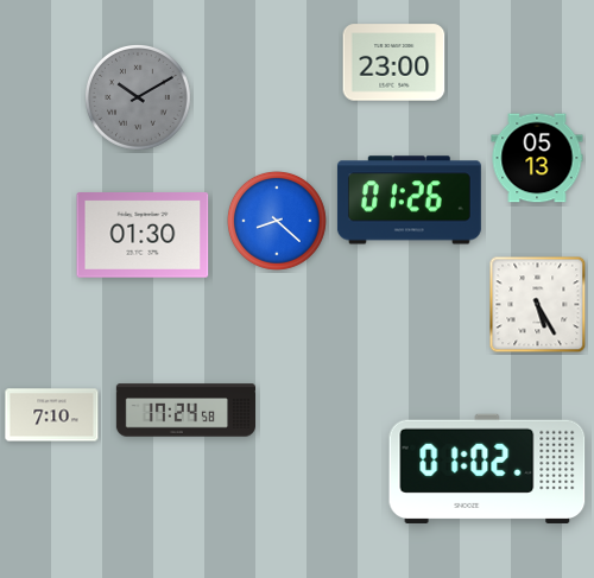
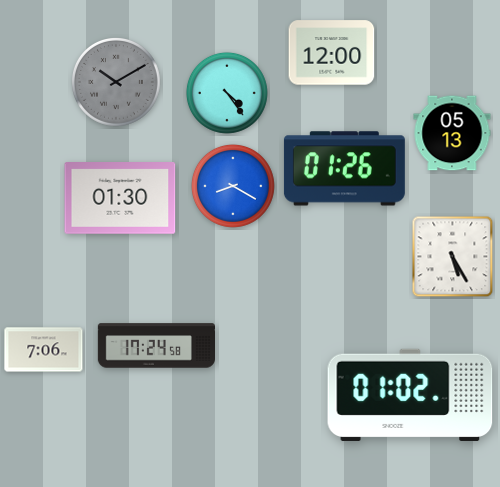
clock at (394, 63): 23:00 -> 12:00
clock at (227, 93): none -> 4:24
clock at (277, 221): 8:22 -> 8:20
clock at (52, 415): 7:10 -> 7:06
